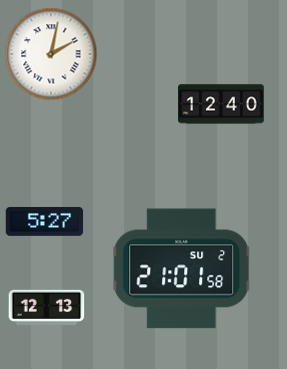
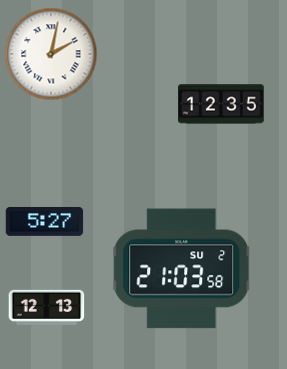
clock at (222, 104): 12:40 -> 12:35
clock at (182, 269): 21:01 -> 21:03
